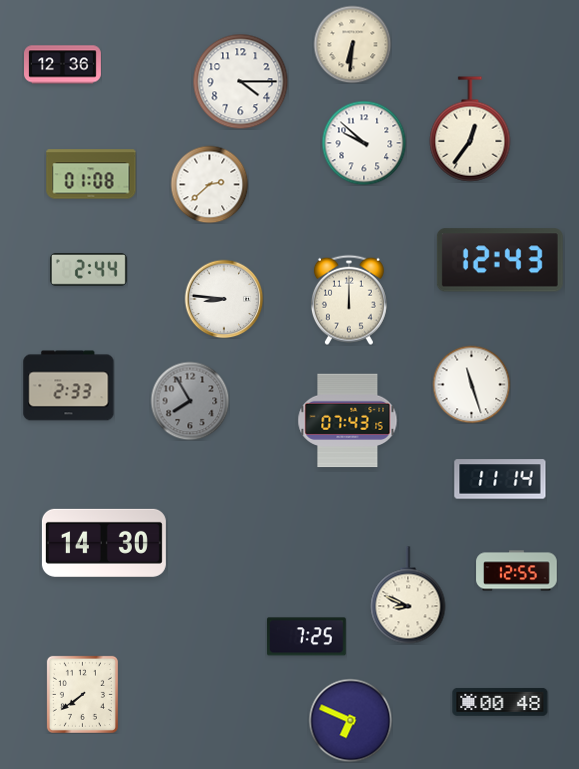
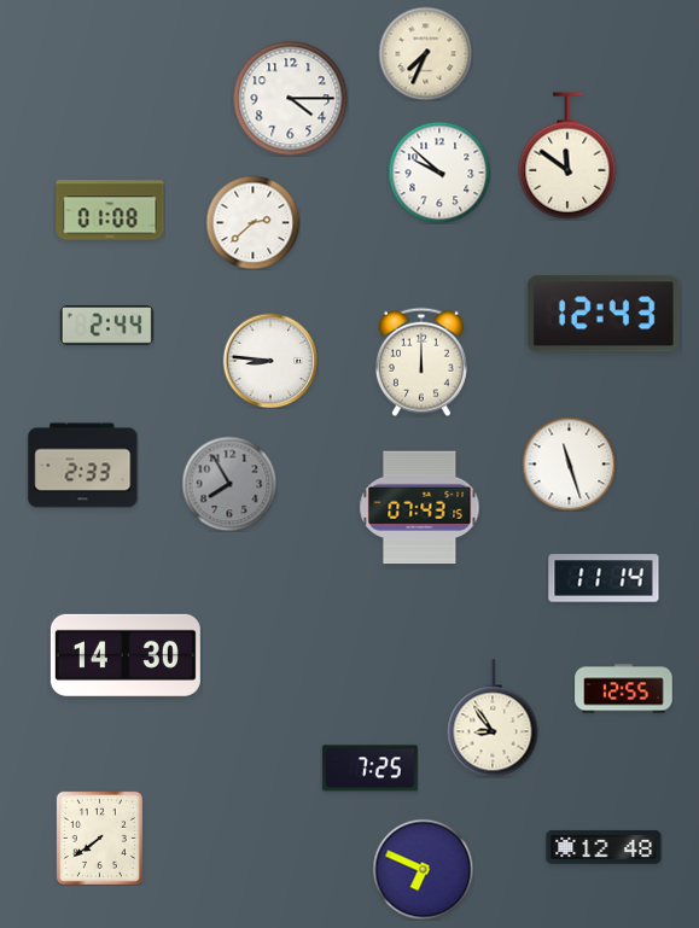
clock at (352, 44): 6:31 -> 7:34
clock at (63, 65): 12:36 -> none
clock at (470, 129): 12:36 -> 11:51
clock at (408, 595): 8:49 -> 8:54
clock at (500, 702): 00:48 -> 12:48
